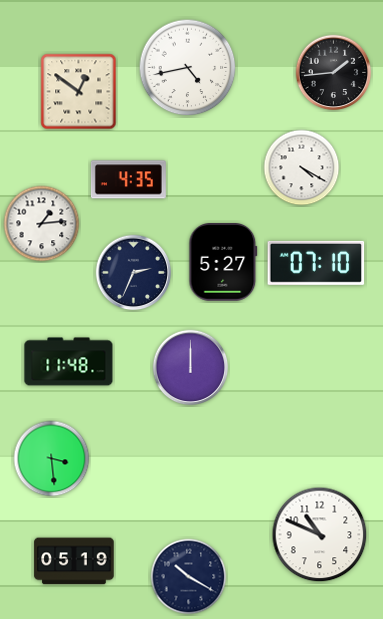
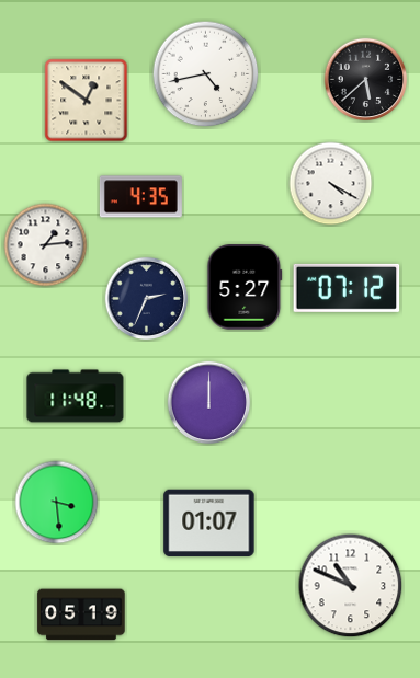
clock at (334, 73): 1:44 -> 5:38
clock at (316, 263): 07:10 -> 07:12
clock at (209, 524): none -> 01:07
clock at (189, 577): 10:20 -> none
